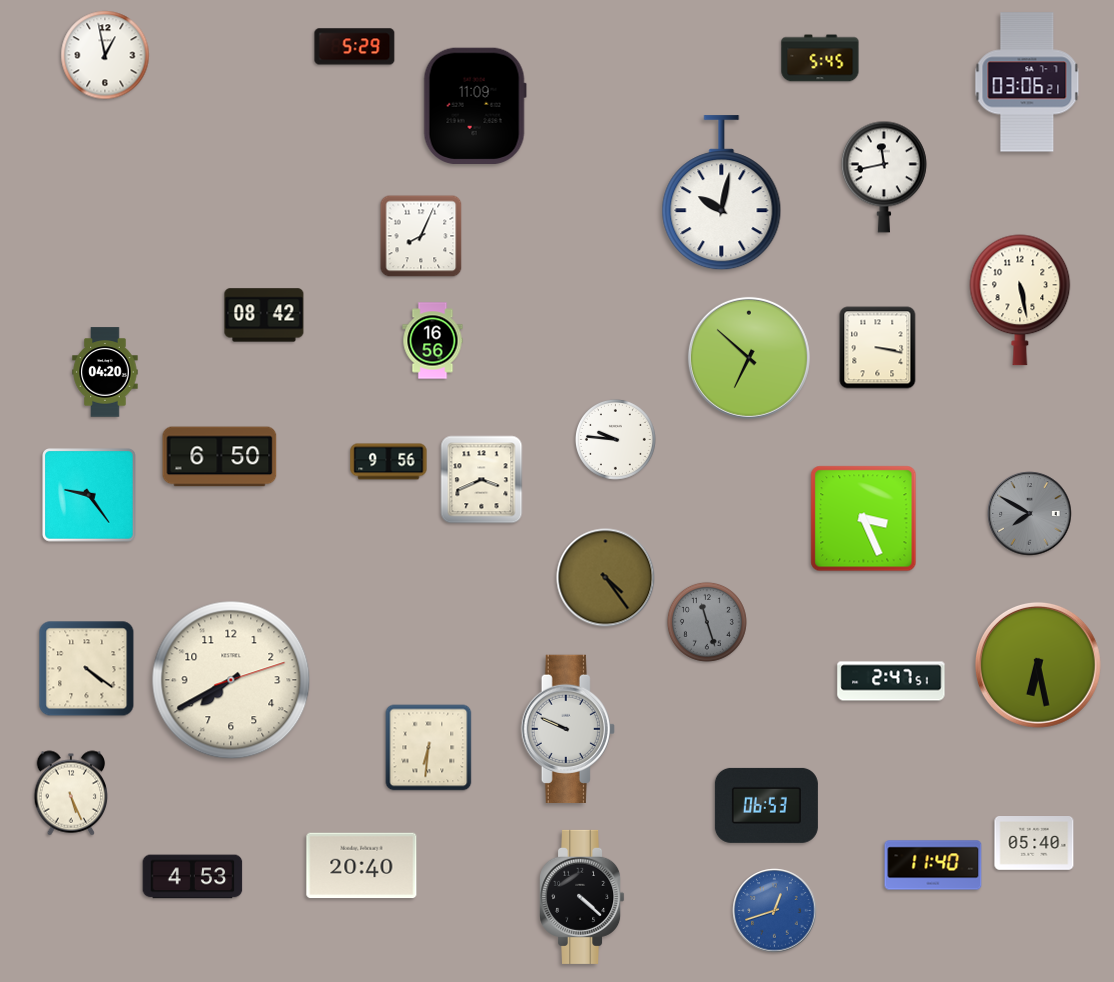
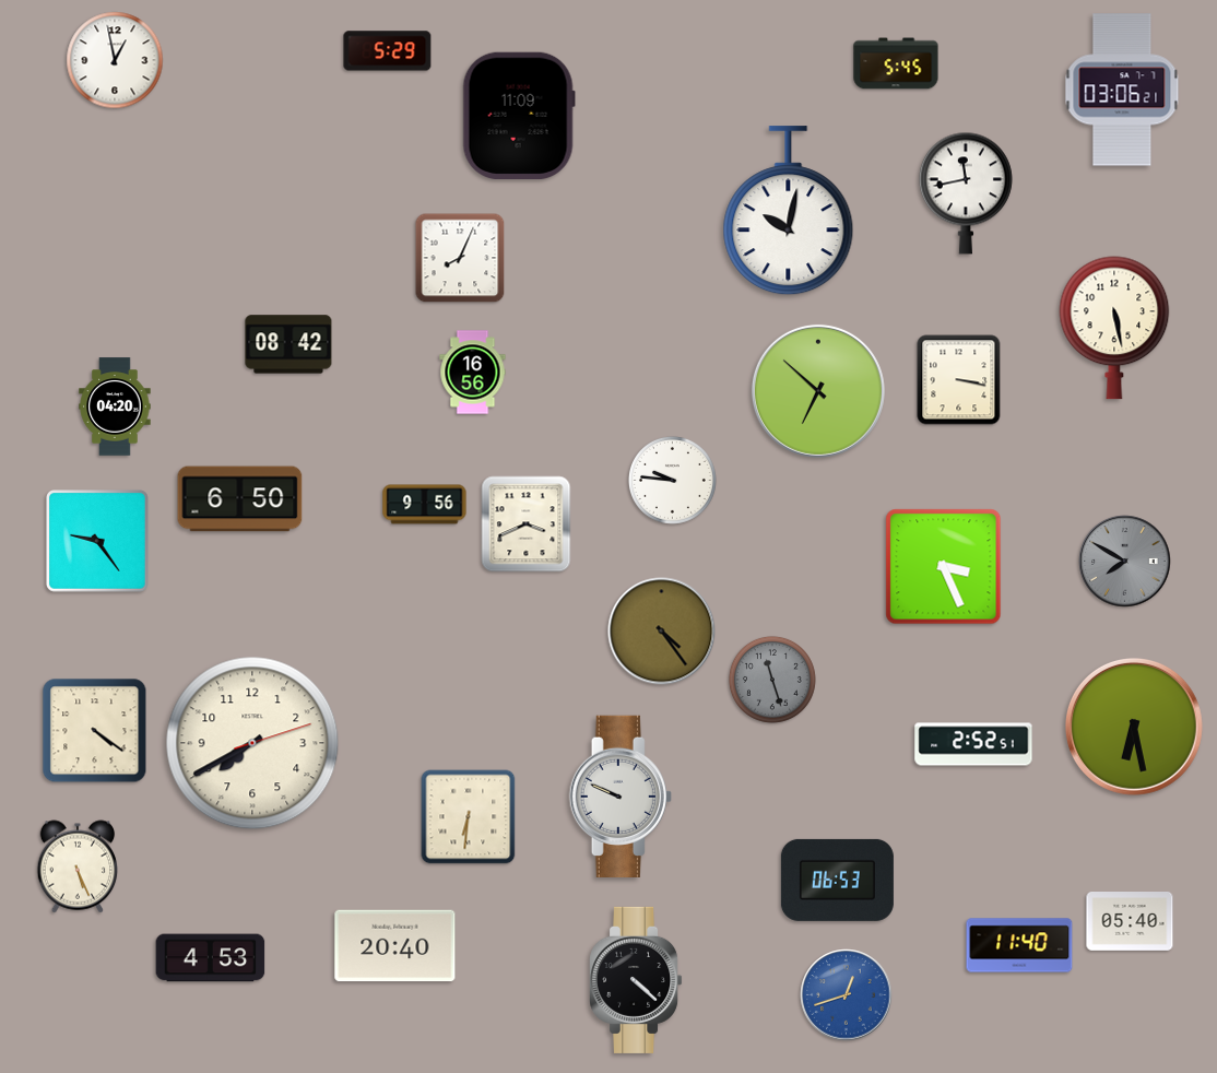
clock at (891, 681): 2:47 -> 2:52
